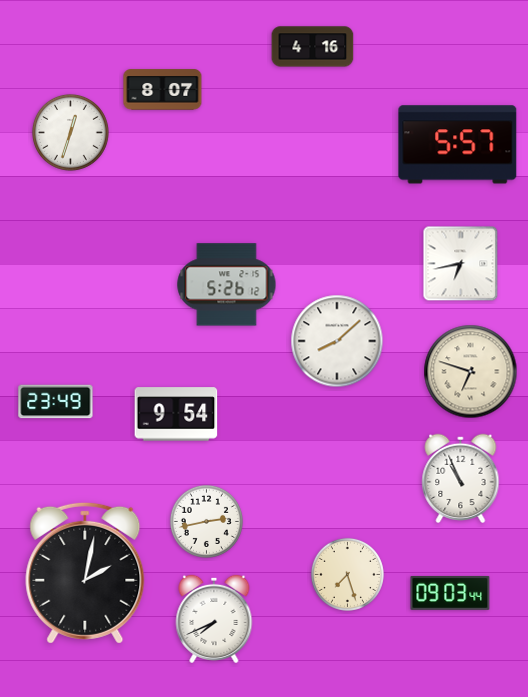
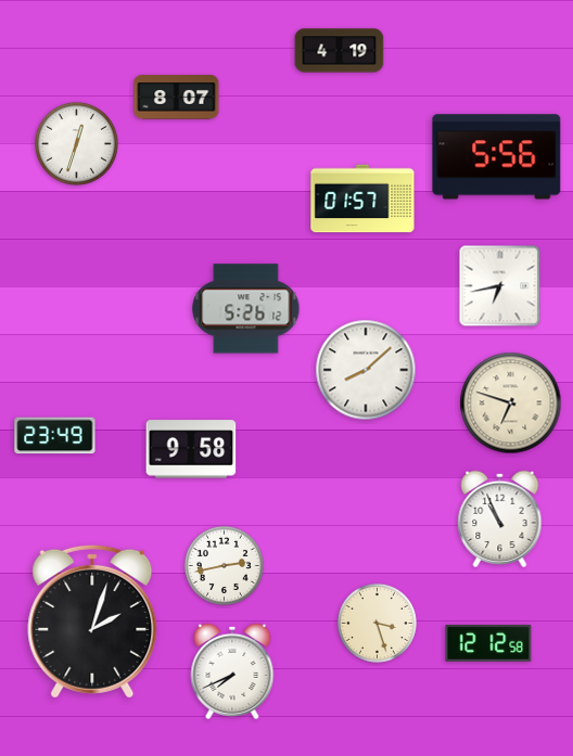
clock at (313, 47): 4:16 -> 4:19
clock at (458, 145): 5:57 -> 5:56
clock at (362, 198): none -> 01:57
clock at (56, 402) position: (56, 402) -> (55, 436)
clock at (176, 414): 9:54 -> 9:58
clock at (85, 573): 2:02 -> 2:03
clock at (347, 574): 7:27 -> 3:27
clock at (450, 593): 09:03 -> 12:12
